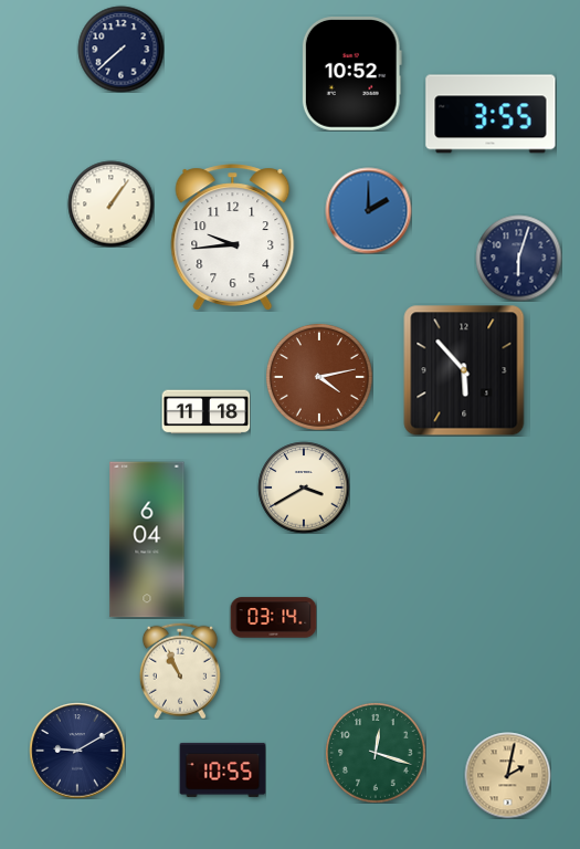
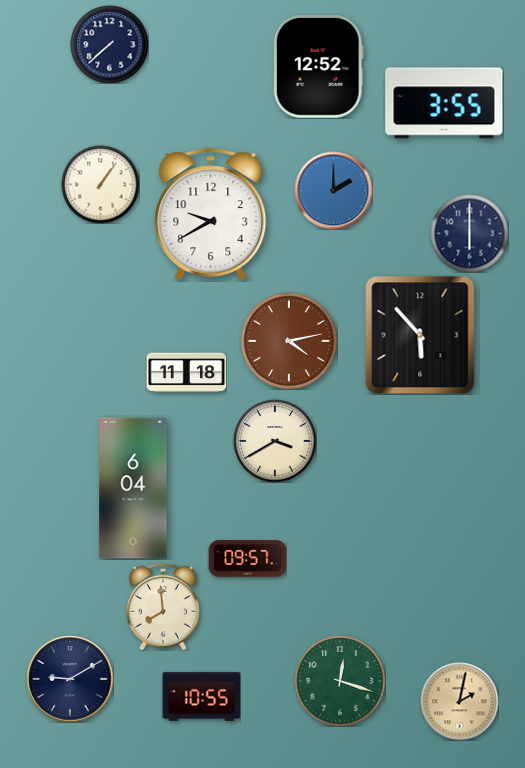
clock at (351, 74): 10:52 -> 12:52
clock at (233, 237): 9:44 -> 9:40
clock at (518, 258): 6:03 -> 6:00
clock at (273, 618): 03:14 -> 09:57
clock at (180, 671): 10:56 -> 7:59
